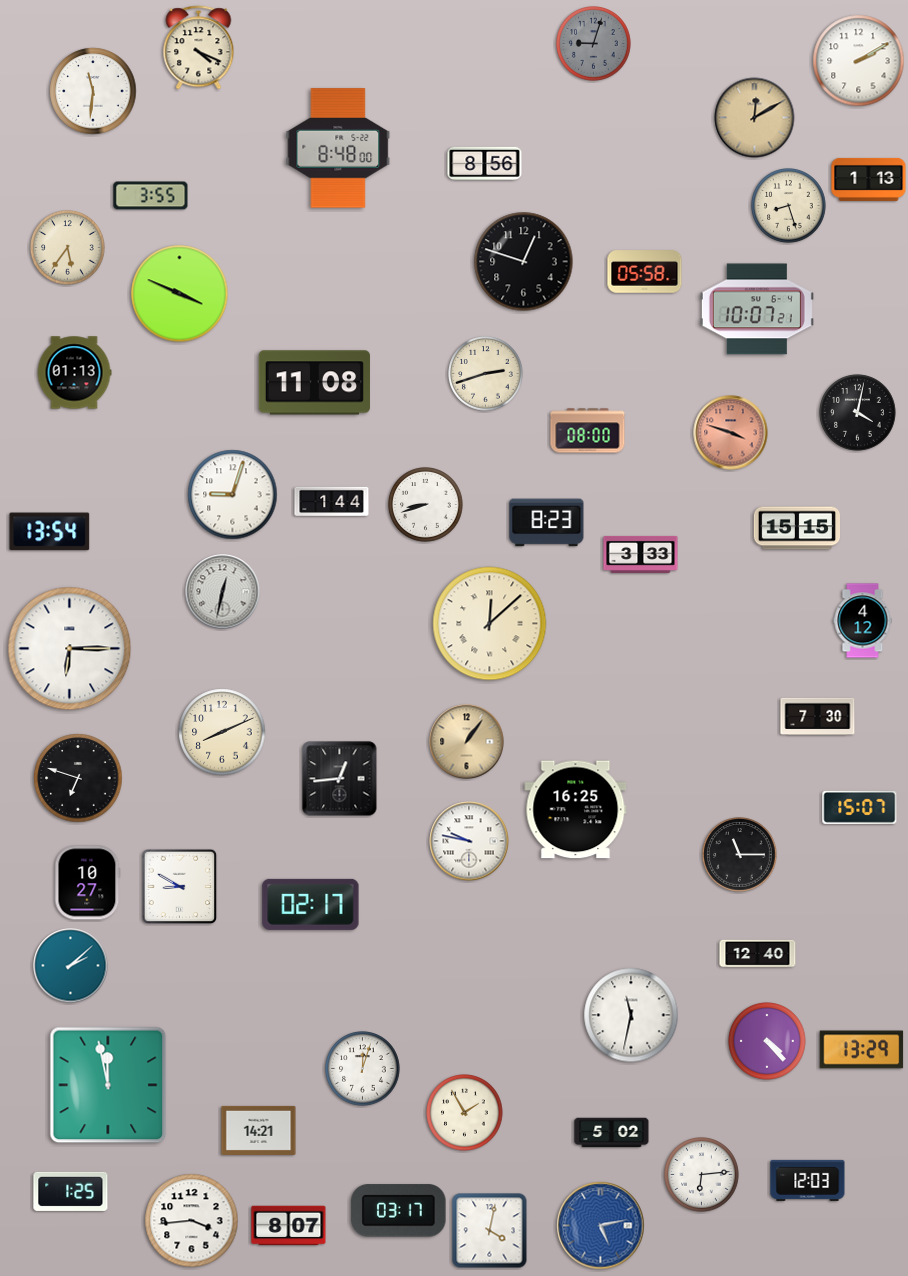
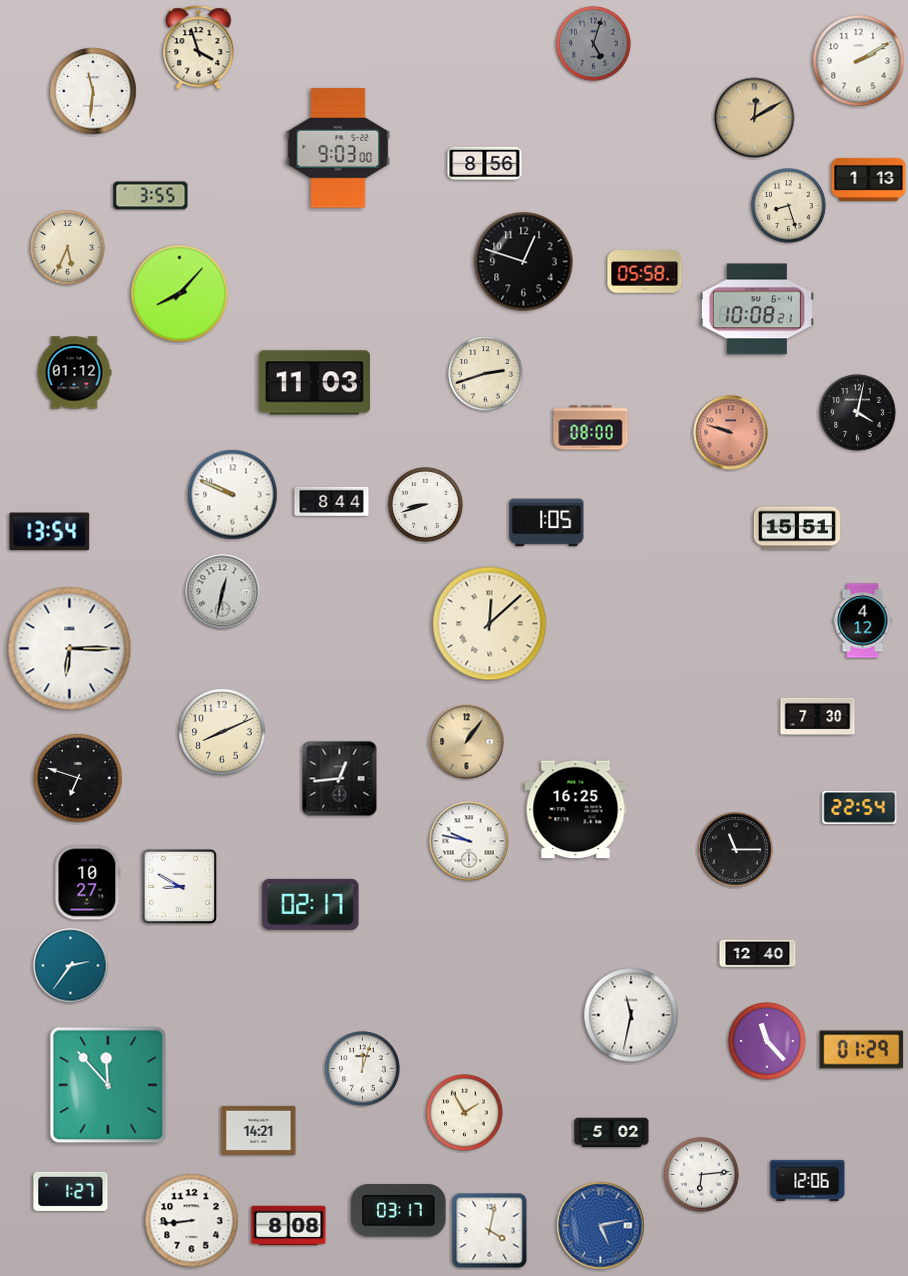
clock at (594, 44): 9:03 -> 5:03
clock at (199, 48): 4:19 -> 3:57
clock at (338, 148): 8:48 -> 9:03
clock at (68, 248): 5:36 -> 5:34
clock at (180, 294): 3:49 -> 8:07
clock at (757, 309): 10:07 -> 10:08
clock at (74, 373): 01:13 -> 01:12
clock at (314, 383): 11:08 -> 11:03
clock at (588, 431) position: (588, 431) -> (591, 428)
clock at (731, 433): 3:48 -> 9:48
clock at (233, 495): 9:03 -> 9:49
clock at (332, 502): 1:44 -> 8:44
clock at (547, 523): 8:23 -> 1:05
clock at (796, 528): 15:15 -> 15:51
clock at (641, 554): 3:33 -> none
clock at (860, 807): 15:07 -> 22:54
clock at (740, 855) position: (740, 855) -> (736, 850)
clock at (71, 966): 2:08 -> 2:36
clock at (767, 1041): 4:23 -> 11:23
clock at (862, 1050): 13:29 -> 01:29
clock at (108, 1085): 11:58 -> 11:53
clock at (808, 1180): 12:03 -> 12:06
clock at (71, 1191): 1:25 -> 1:27
clock at (192, 1221): 3:44 -> 8:44
clock at (289, 1226): 8:07 -> 8:08
